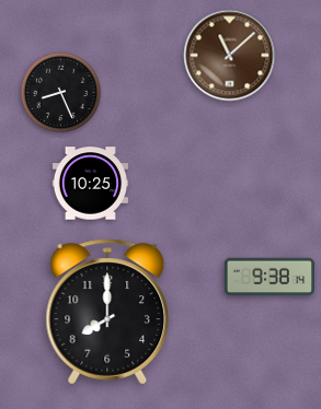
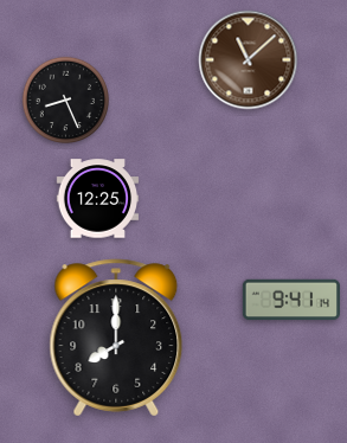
clock at (91, 184): 10:25 -> 12:25
clock at (268, 277): 9:38 -> 9:41
